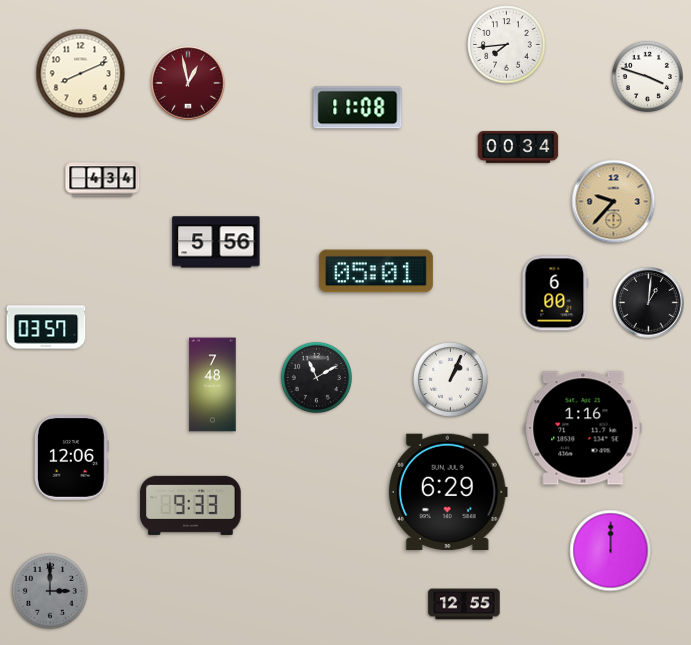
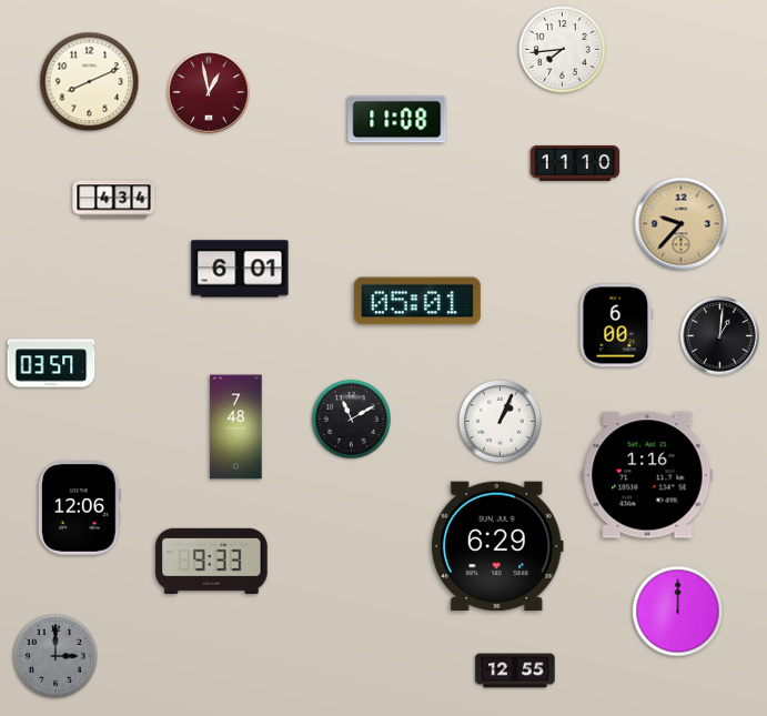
clock at (647, 76): 3:48 -> none
clock at (518, 147): 00:34 -> 11:10
clock at (216, 242): 5:56 -> 6:01
